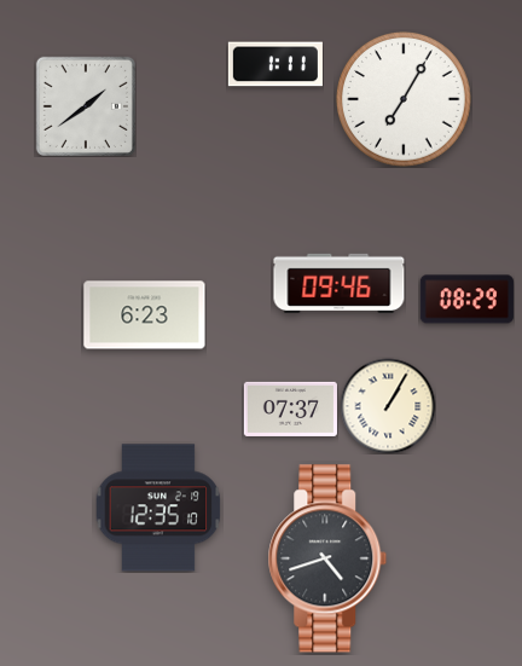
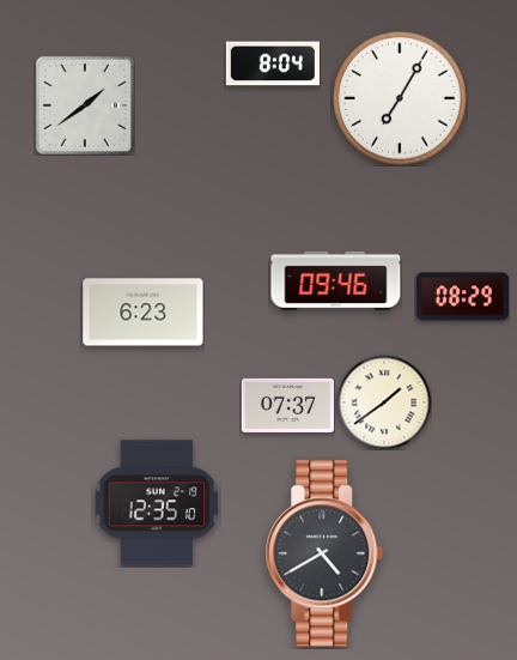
clock at (275, 64): 1:11 -> 8:04
clock at (388, 406): 1:05 -> 1:39
clock at (327, 558): 4:42 -> 4:40
